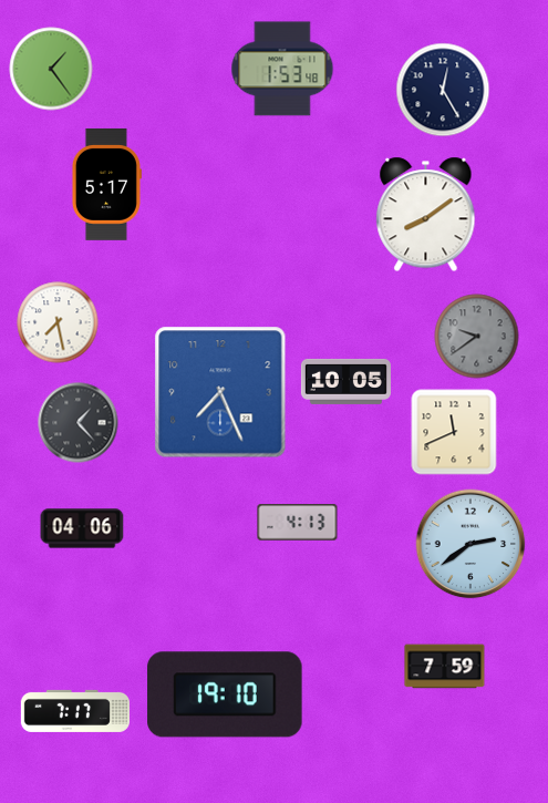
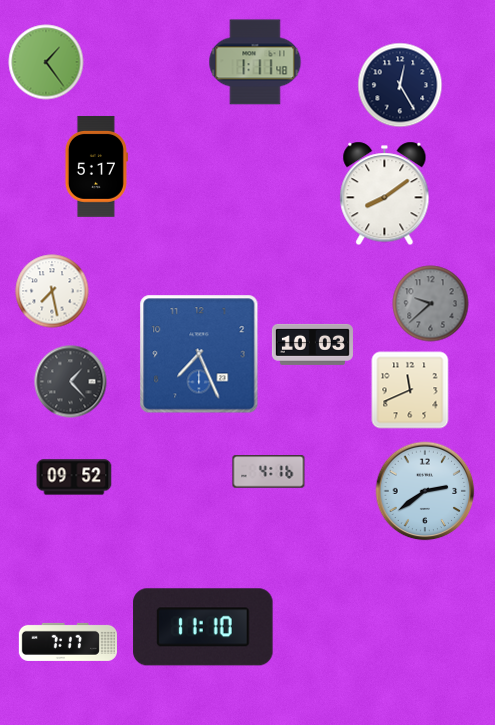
clock at (282, 69): 1:53 -> 1:11
clock at (443, 90) position: (443, 90) -> (400, 85)
clock at (477, 337): 9:39 -> 9:38
clock at (345, 381): 10:05 -> 10:03
clock at (298, 523): 4:13 -> 4:16
clock at (82, 528): 04:06 -> 09:52
clock at (445, 667): 7:59 -> none
clock at (225, 694): 19:10 -> 11:10
